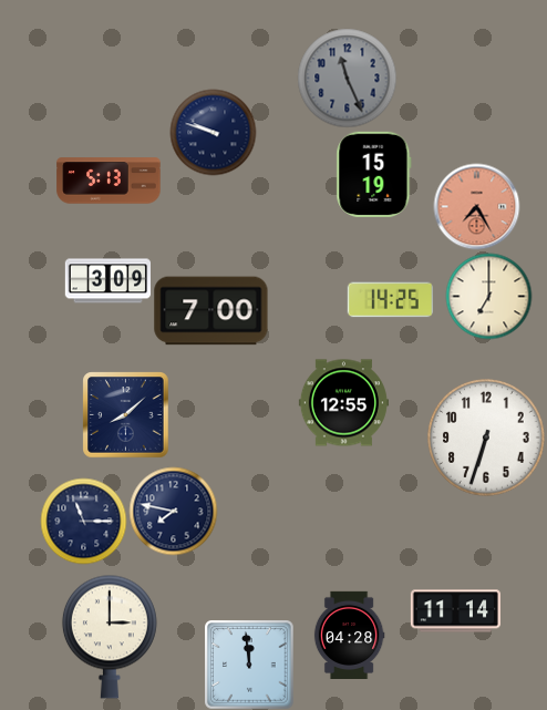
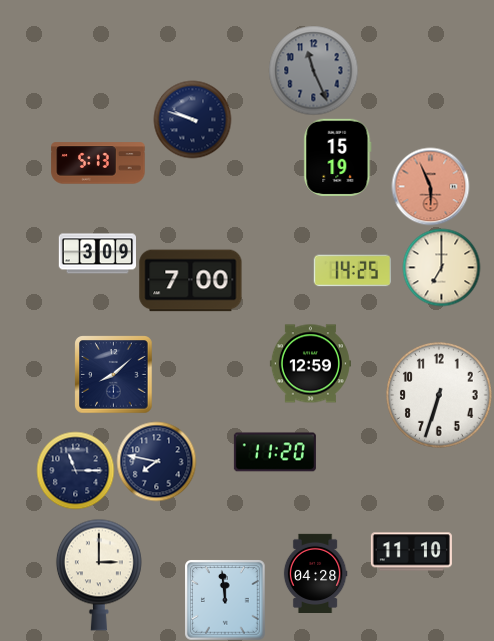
clock at (476, 206): 7:25 -> 5:56
clock at (343, 403): 12:55 -> 12:59
clock at (275, 452): none -> 11:20
clock at (455, 611): 11:14 -> 11:10
